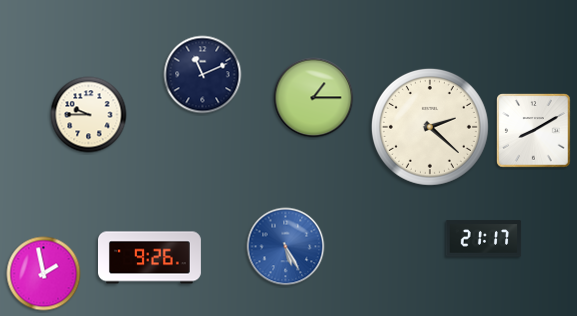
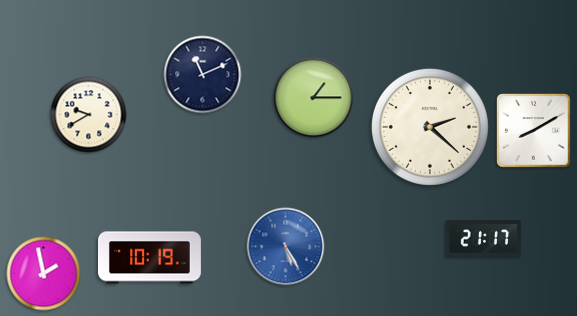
clock at (89, 115): 9:45 -> 9:40
clock at (150, 258): 9:26 -> 10:19
